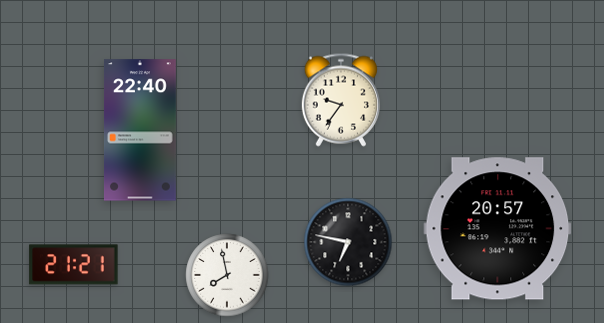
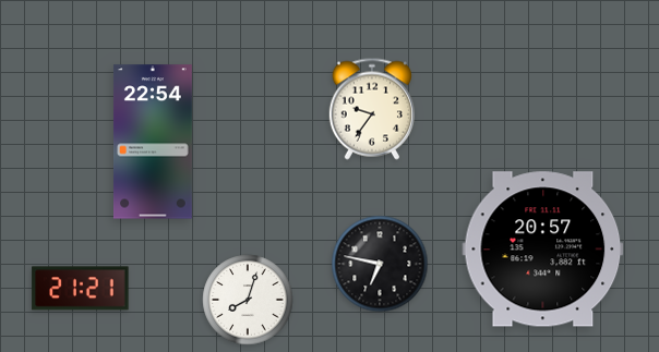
clock at (140, 130): 22:40 -> 22:54
clock at (227, 275): 7:58 -> 8:03
